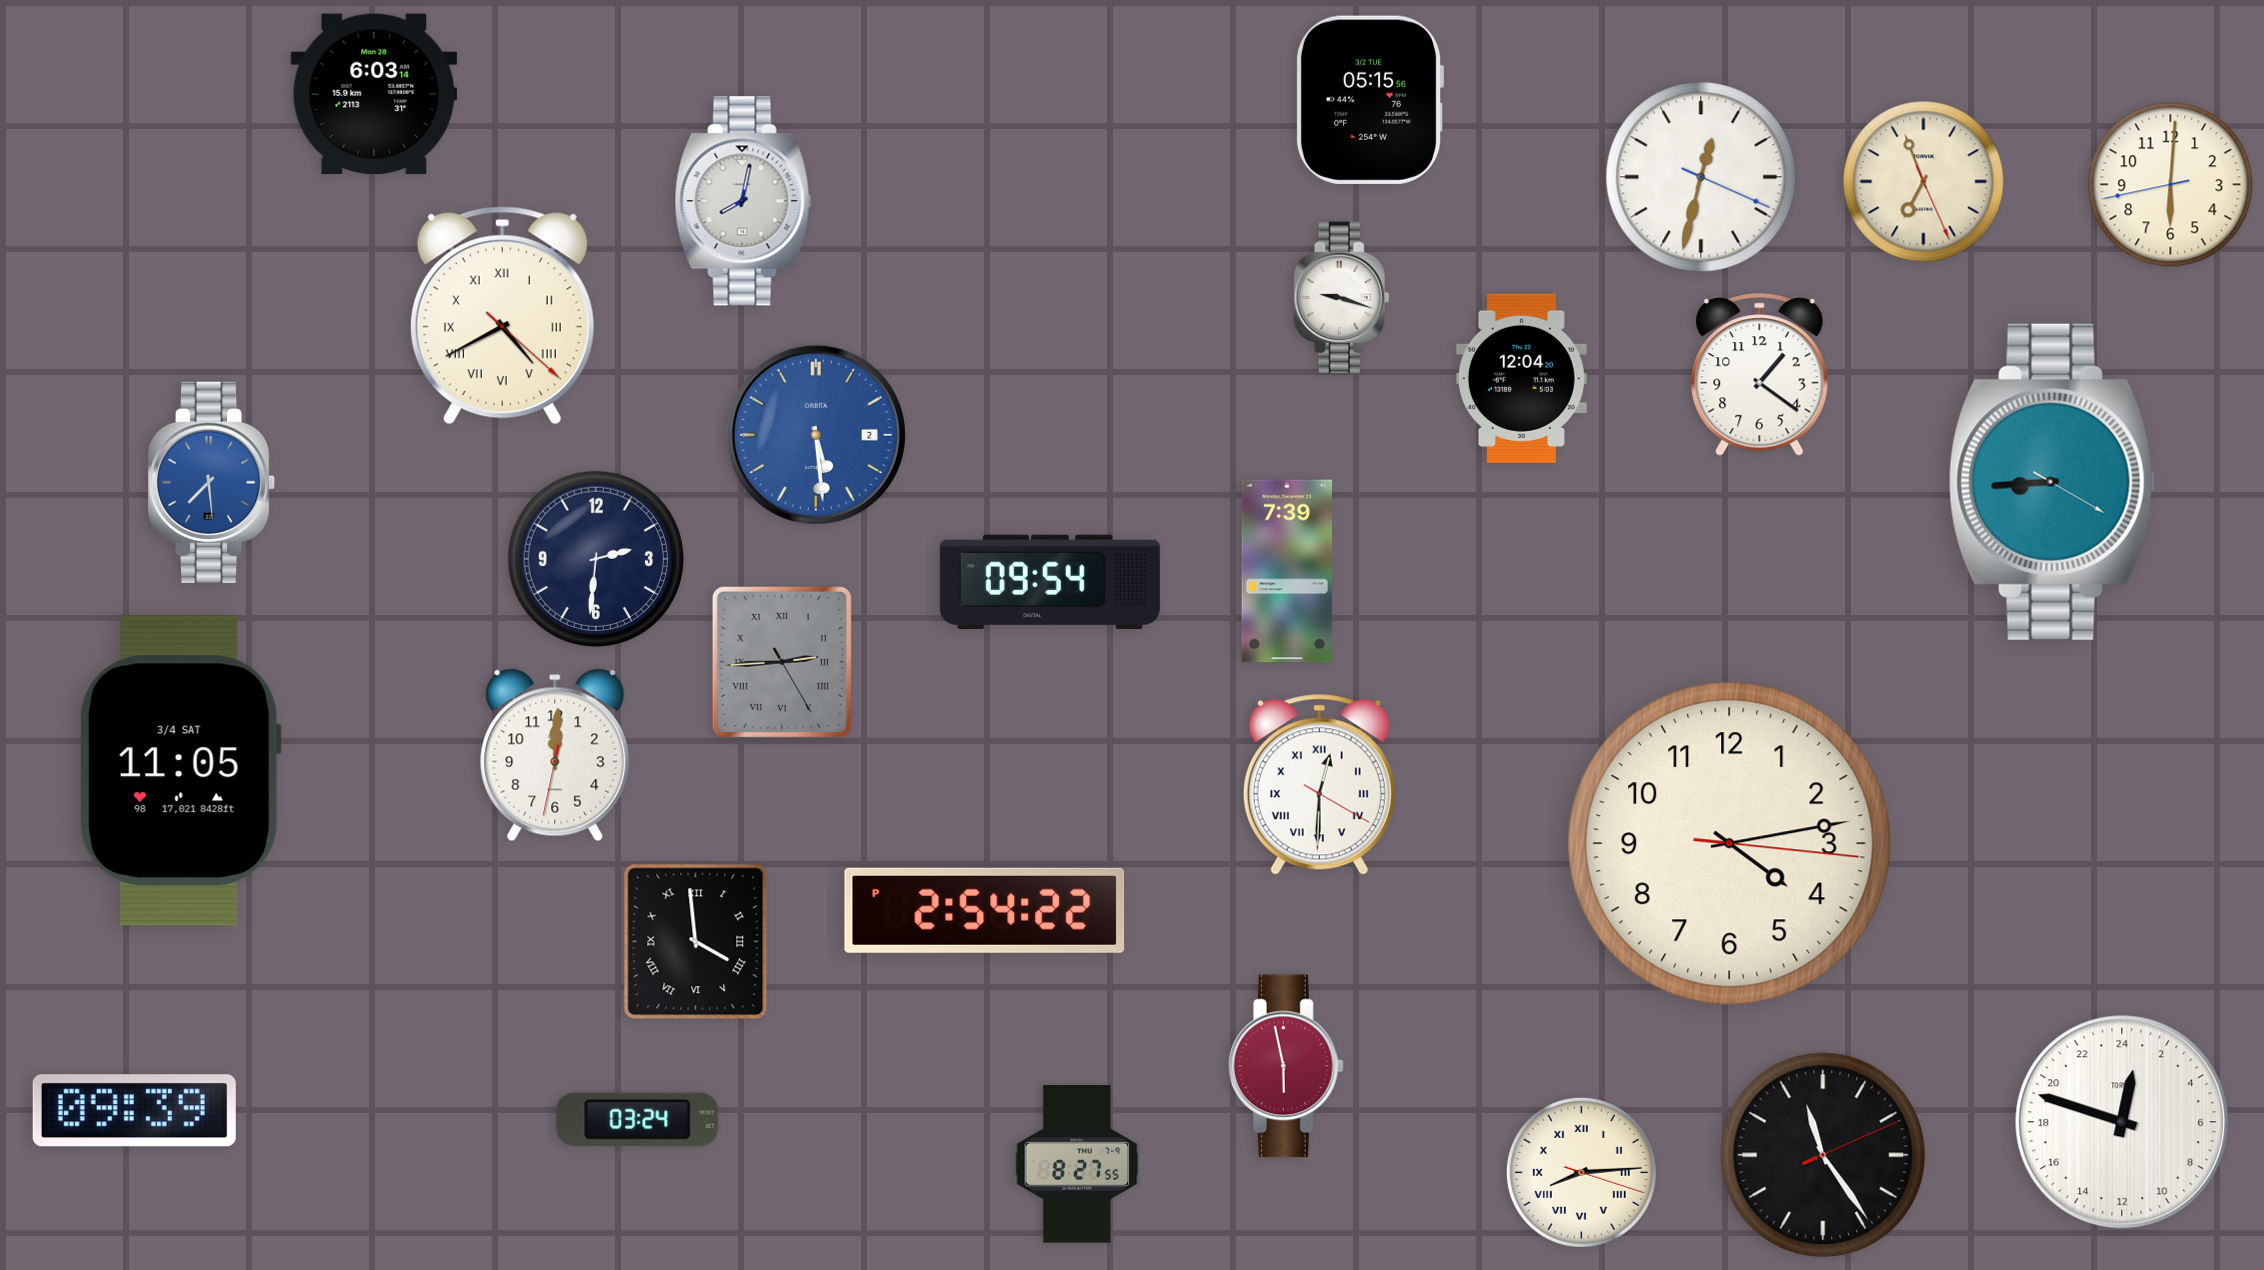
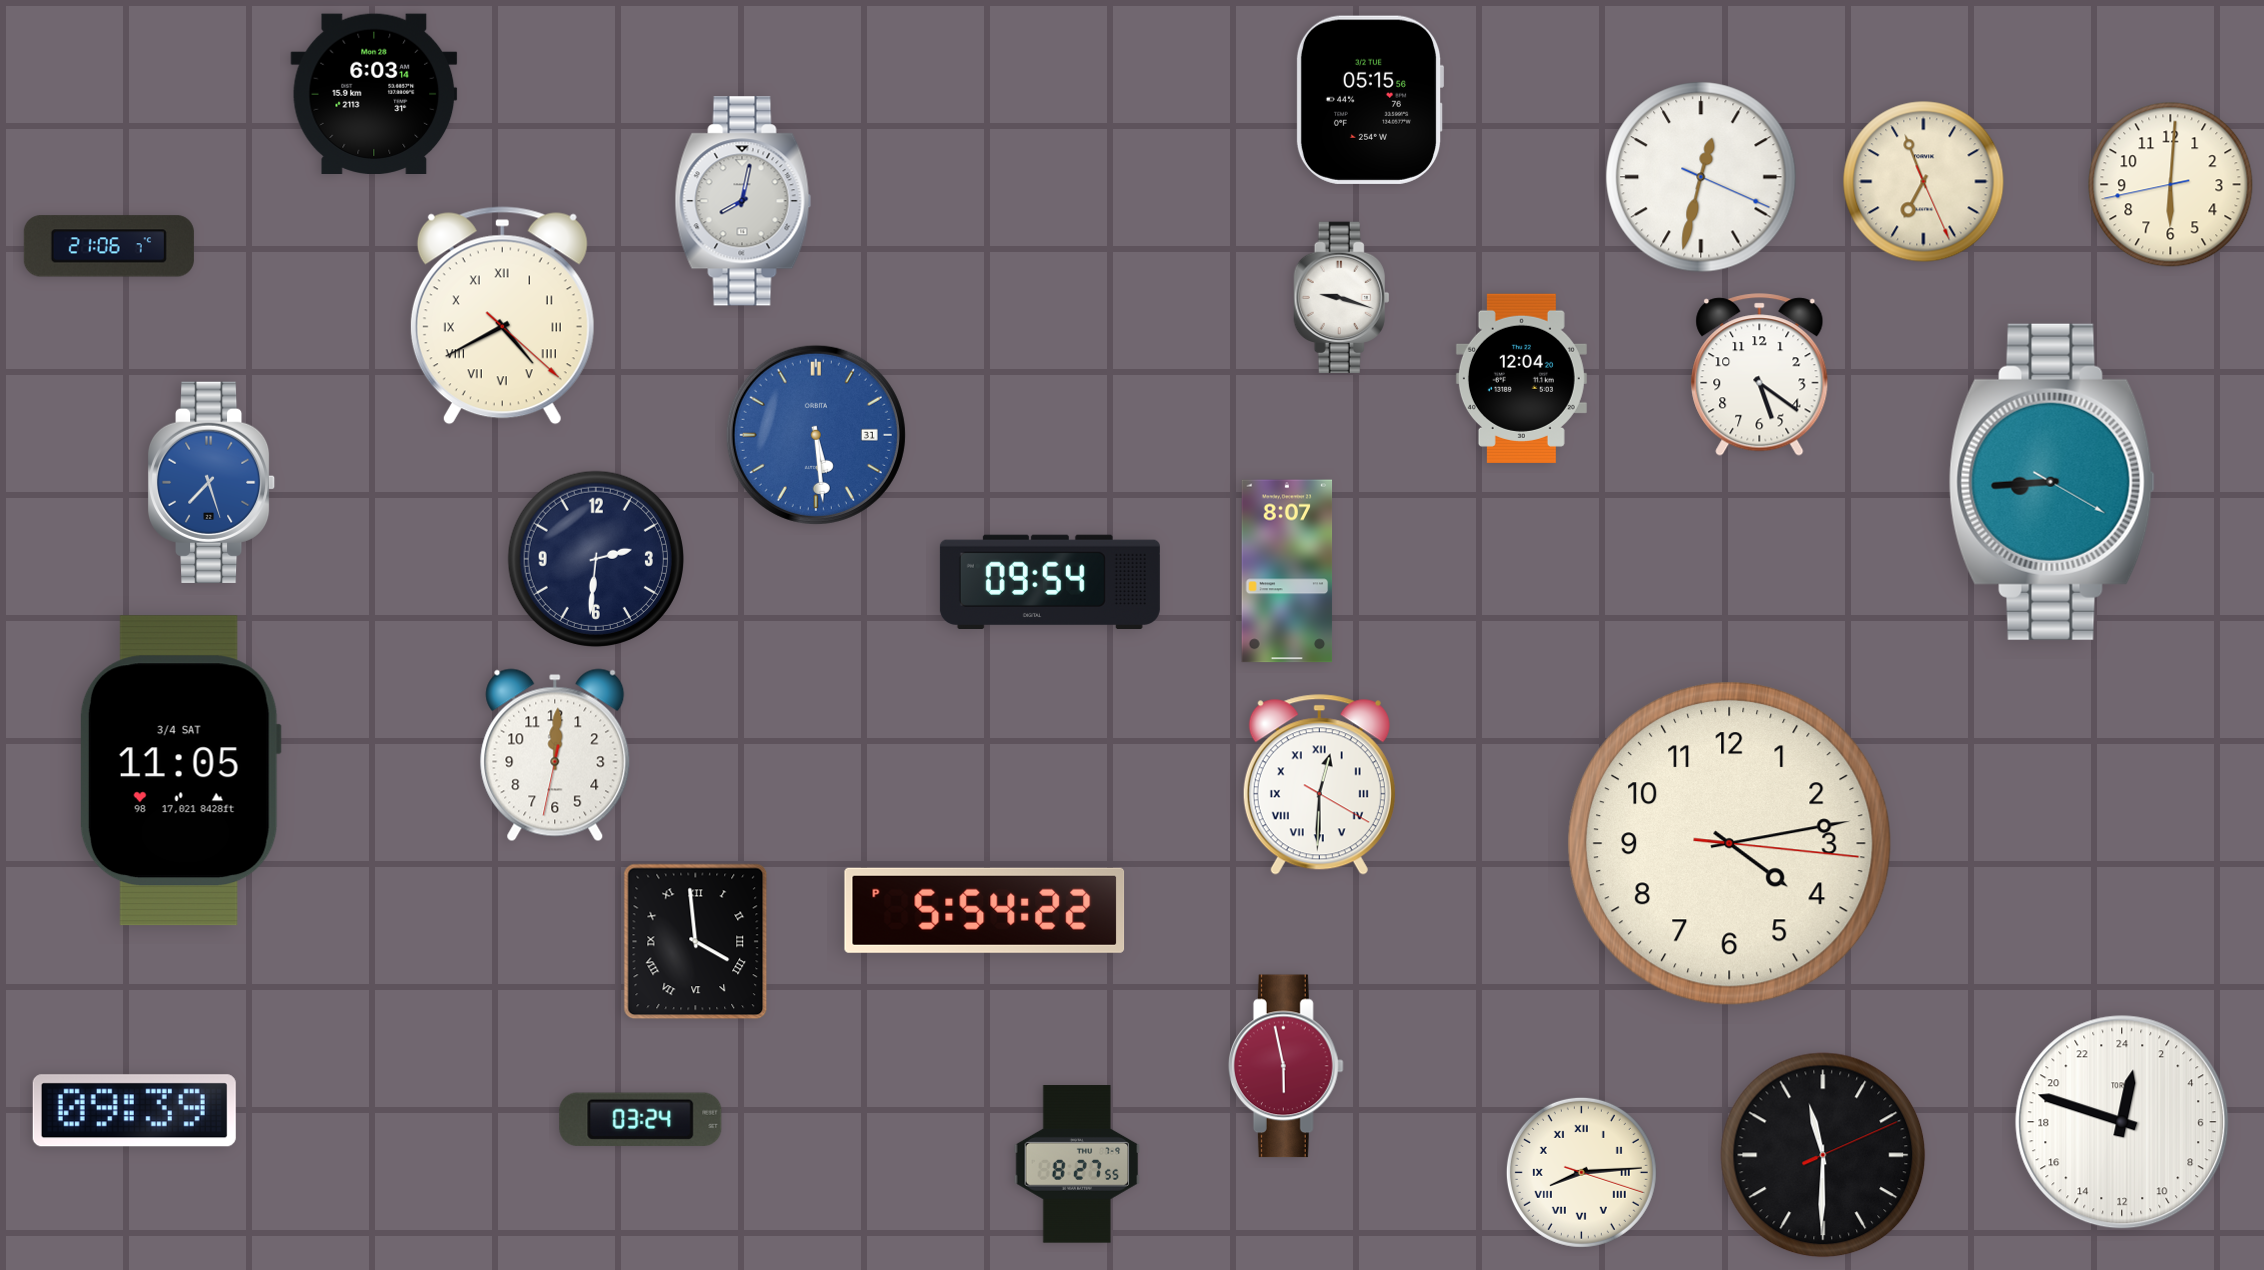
clock at (109, 246): none -> 21:06
clock at (1760, 375): 1:21 -> 5:21
clock at (816, 435) date: 2 -> 31
clock at (212, 482): 7:29 -> 7:27
clock at (1287, 571): 7:39 -> 8:07
clock at (782, 662): 2:44 -> none
clock at (985, 910): 2:54 -> 5:54
clock at (638, 1119) position: (638, 1119) -> (641, 1119)
clock at (1823, 1155): 11:24 -> 11:30
